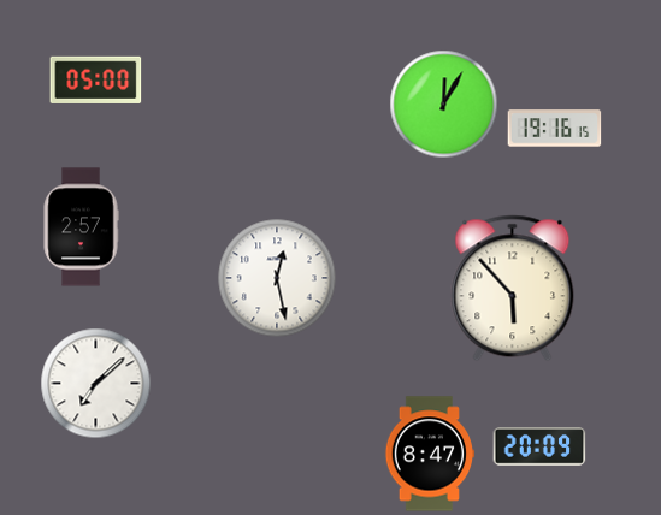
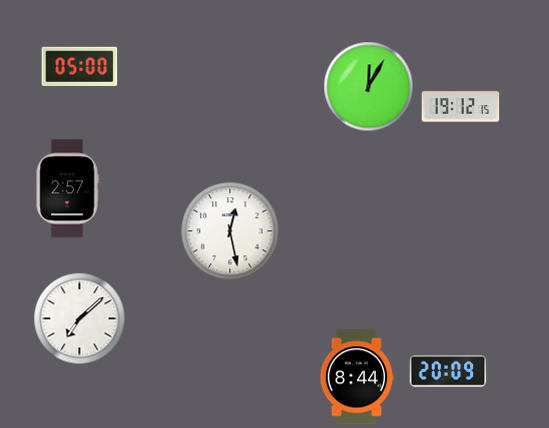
clock at (555, 129): 19:16 -> 19:12
clock at (513, 289): 5:53 -> none
clock at (429, 454): 8:47 -> 8:44
